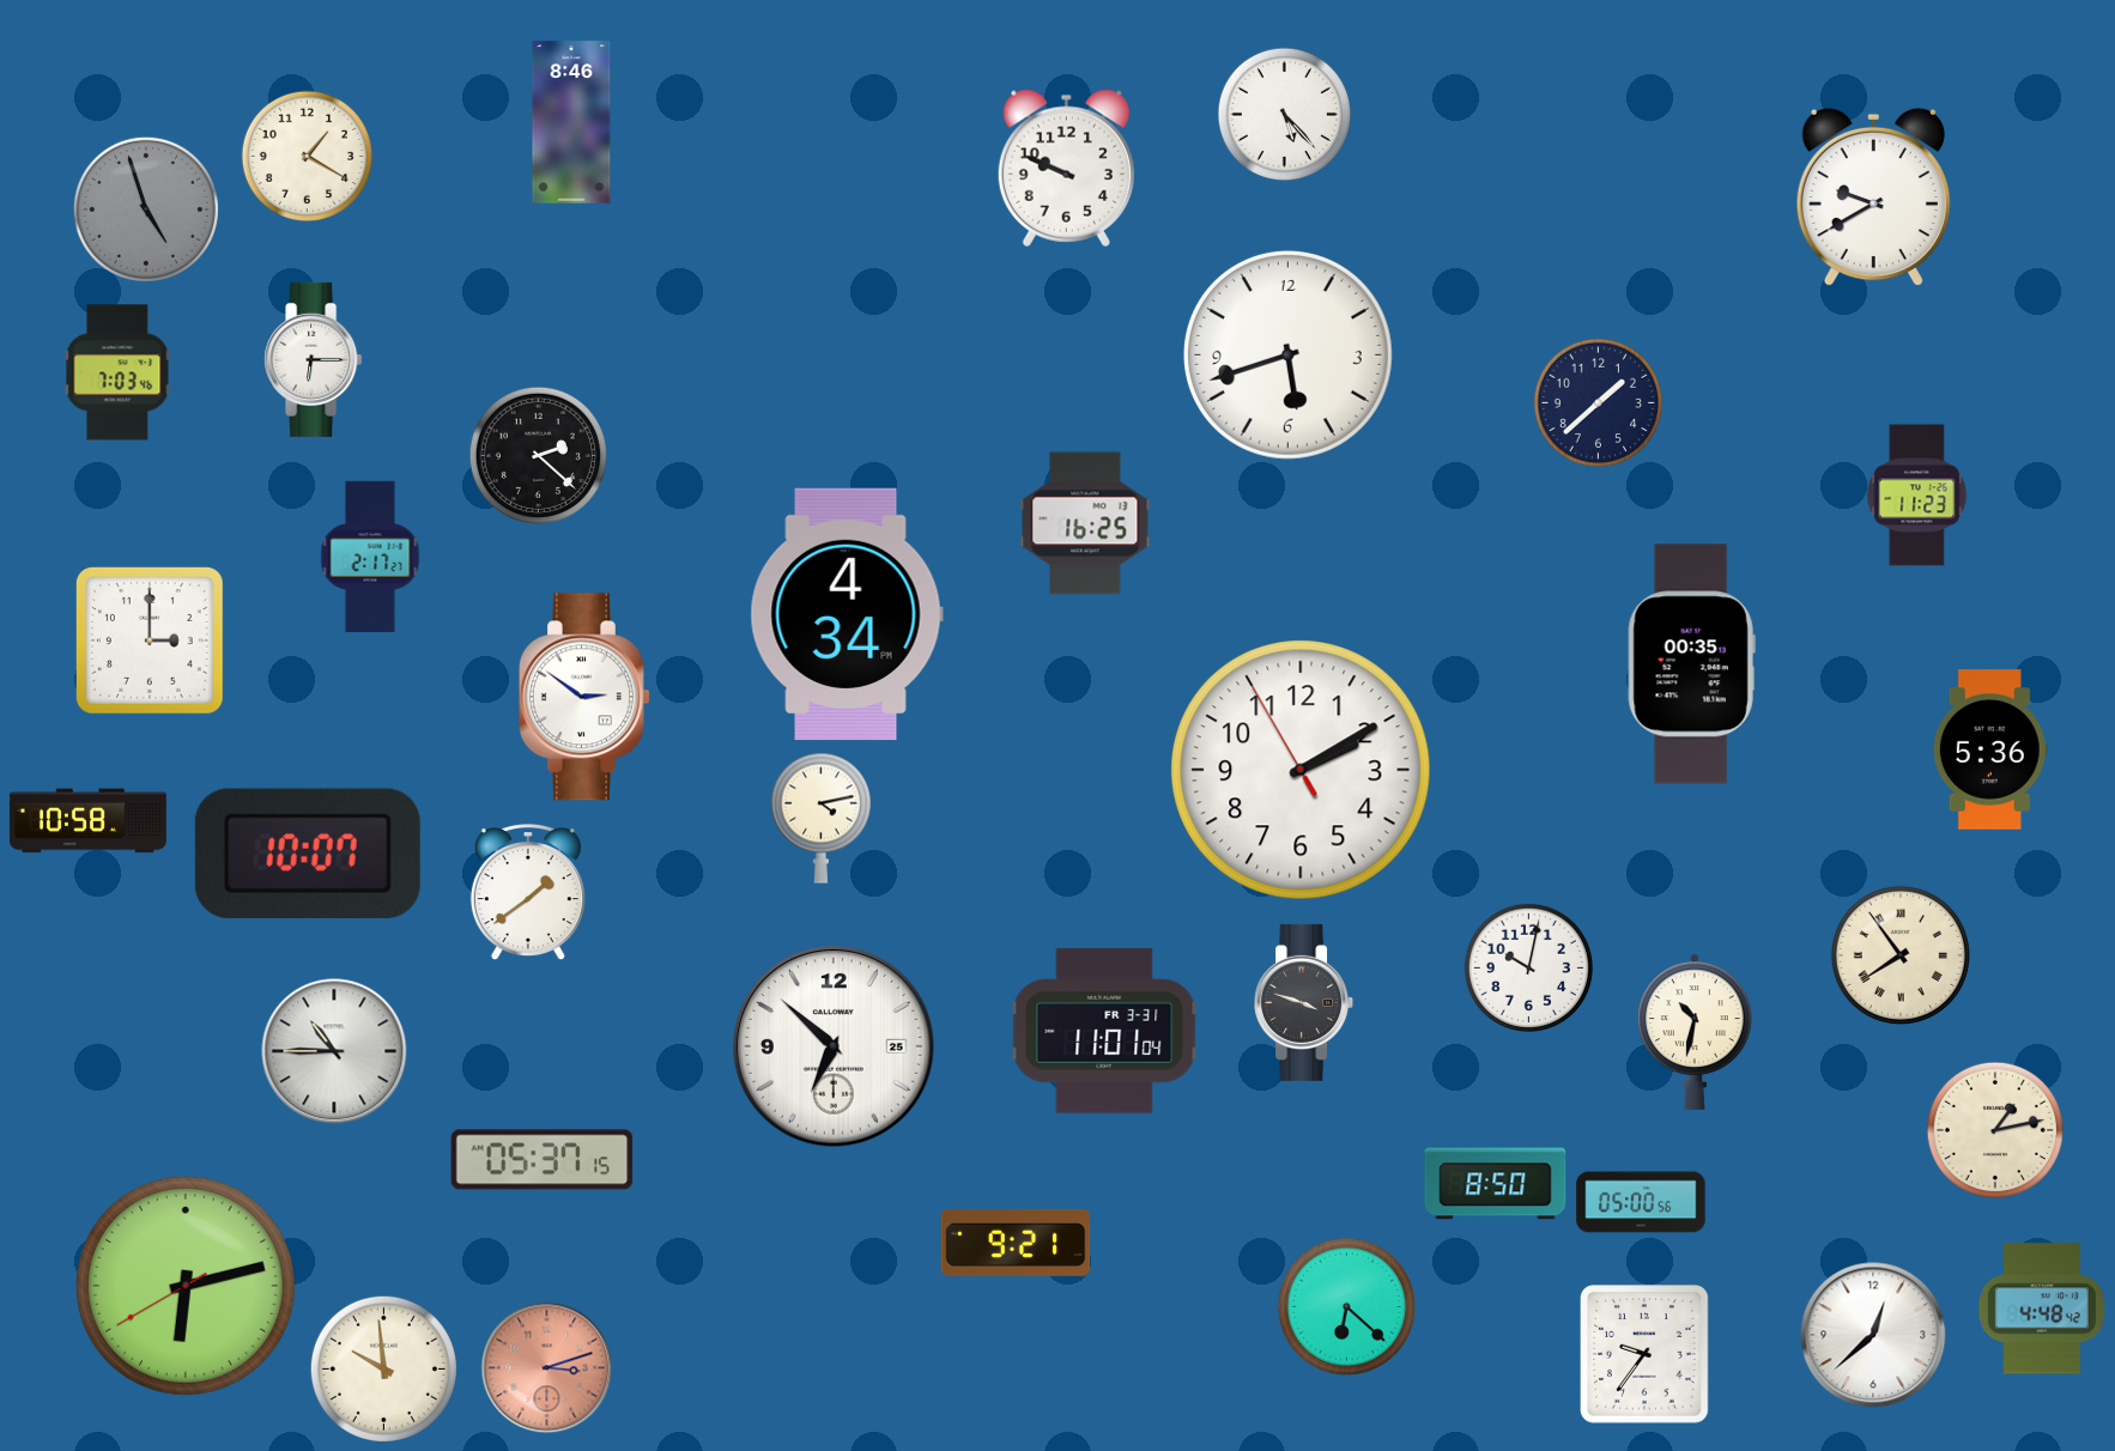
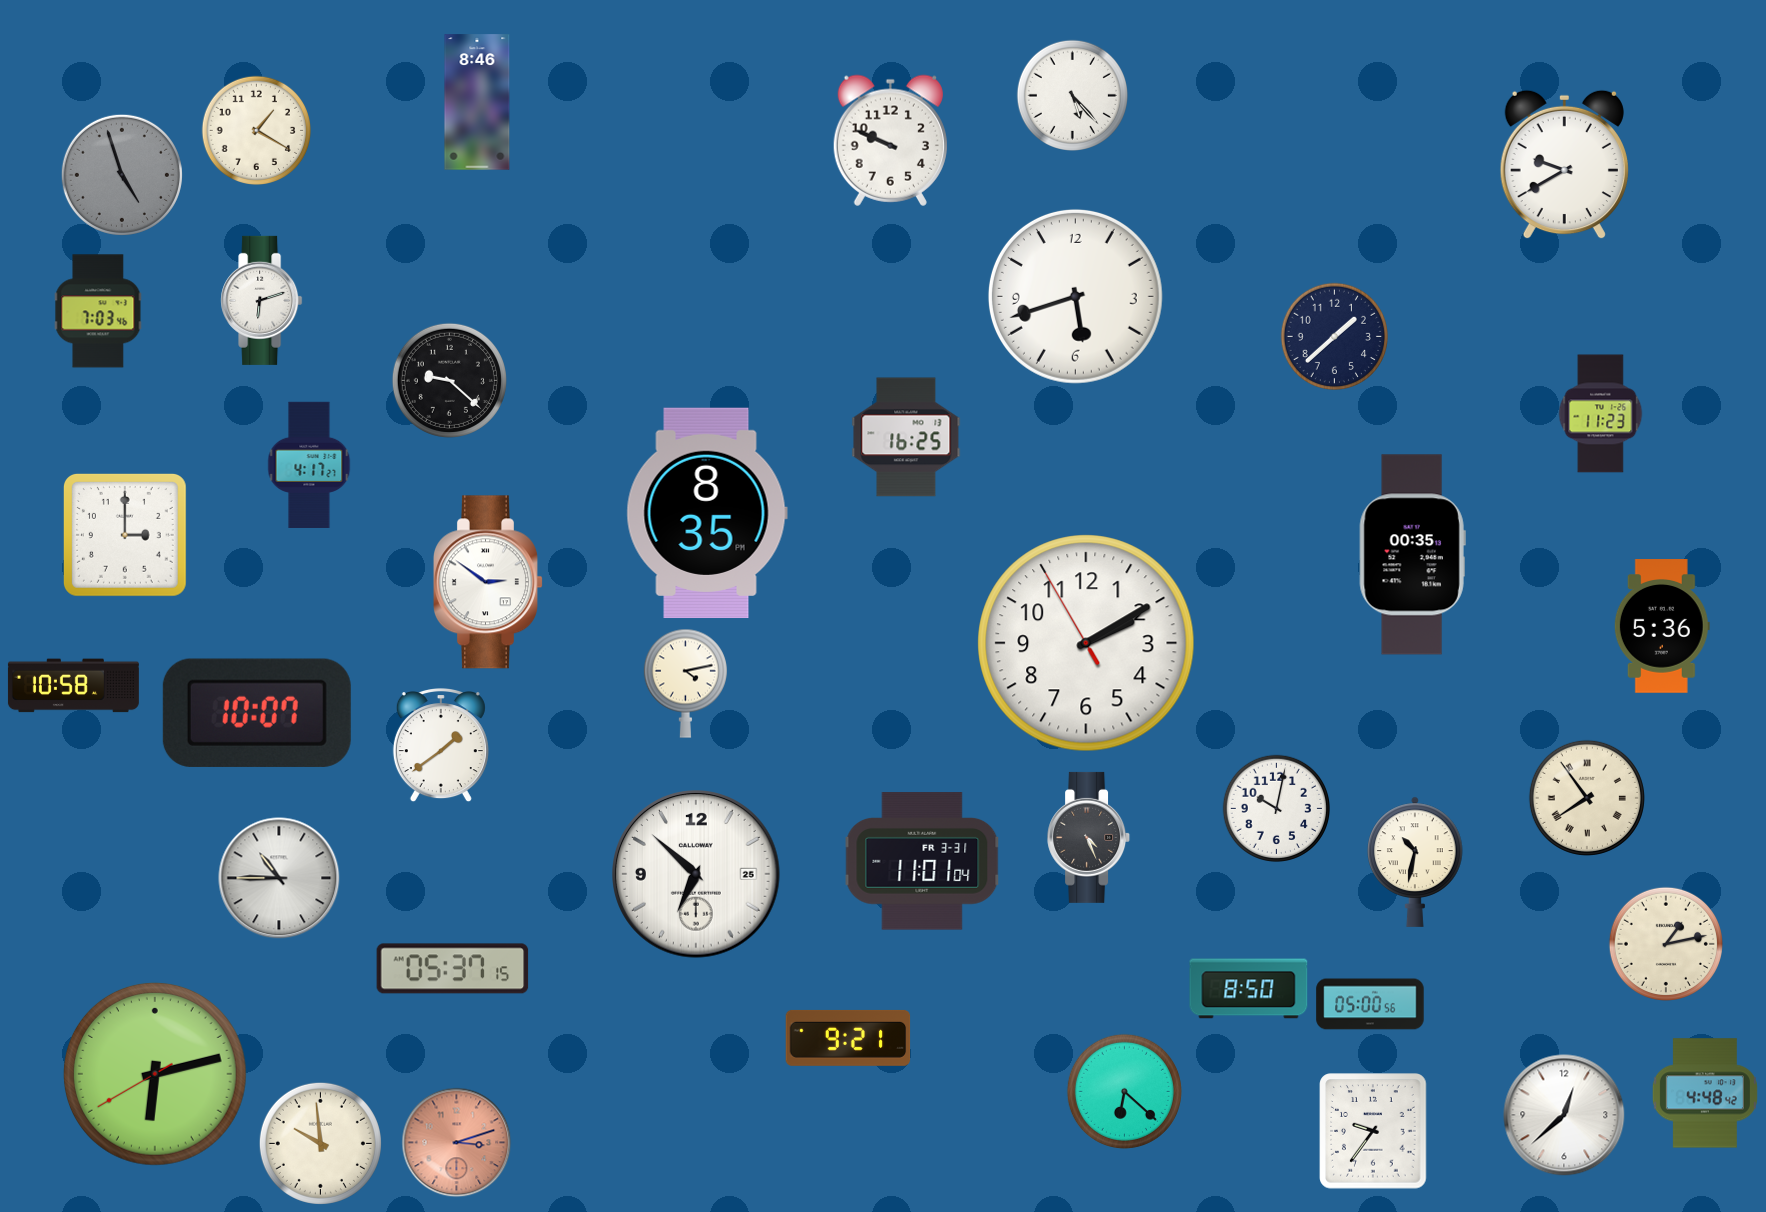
clock at (314, 359): 6:15 -> 6:12
clock at (538, 455): 2:22 -> 9:22
clock at (370, 555): 2:17 -> 4:17
clock at (847, 614): 4:34 -> 8:35
clock at (1304, 1002): 3:48 -> 4:26
